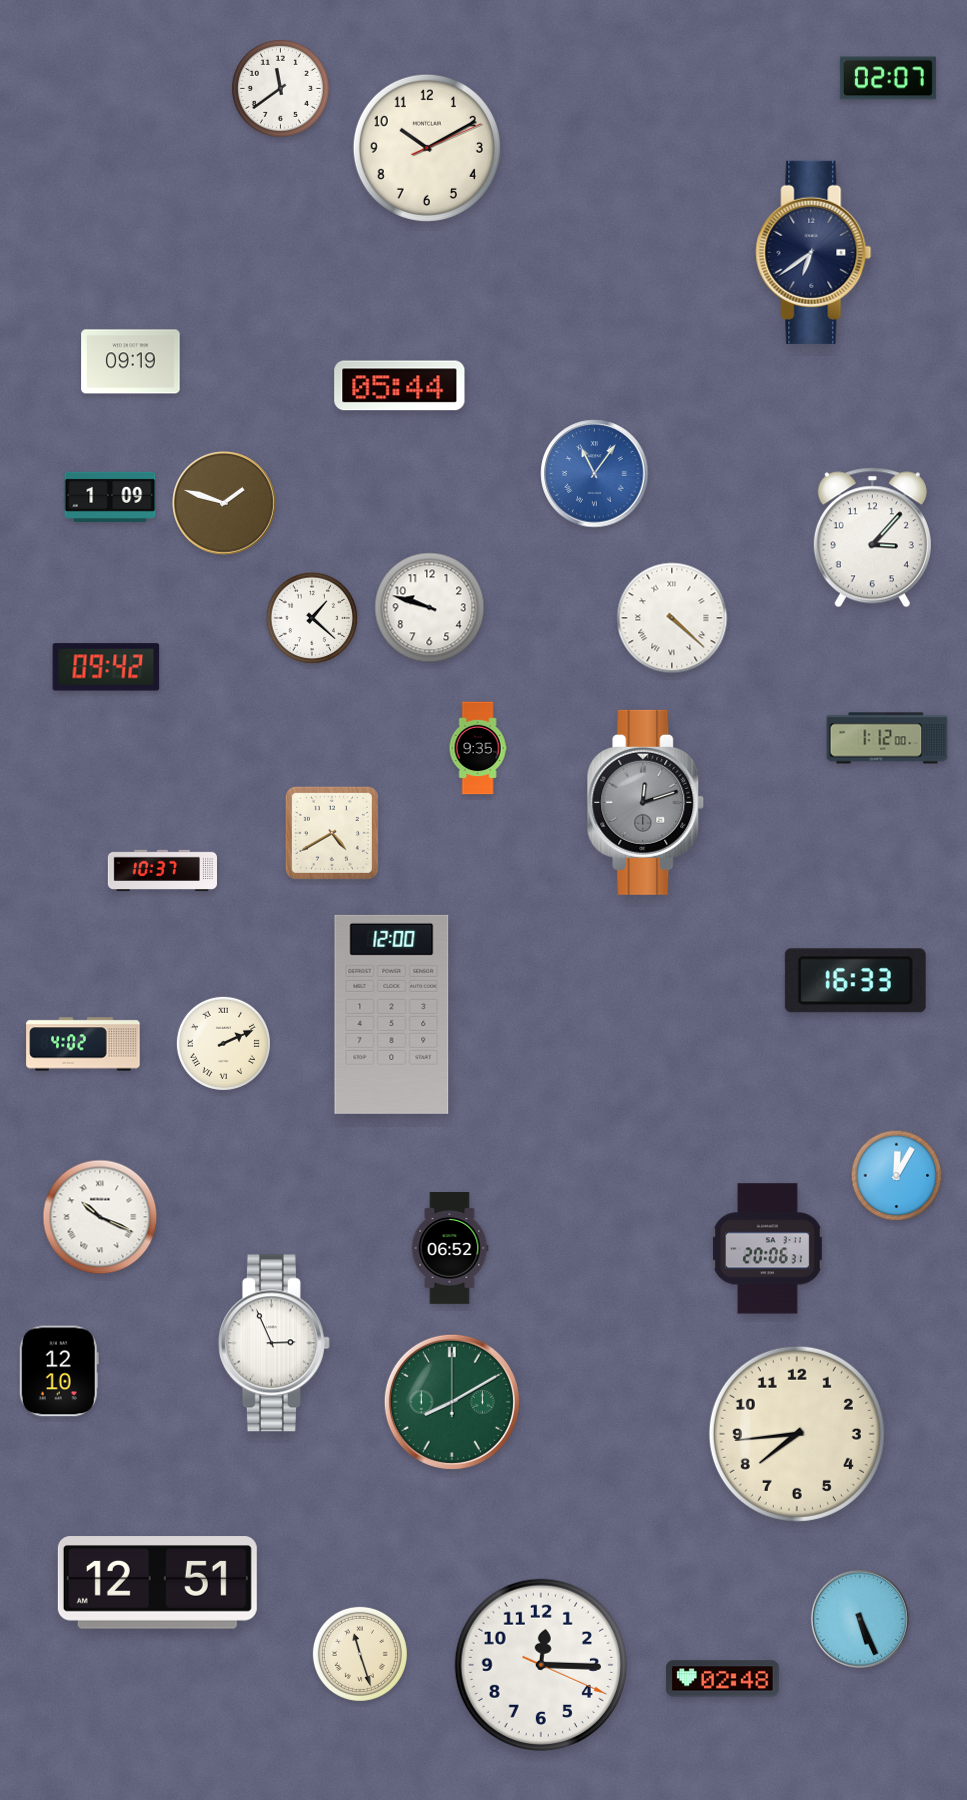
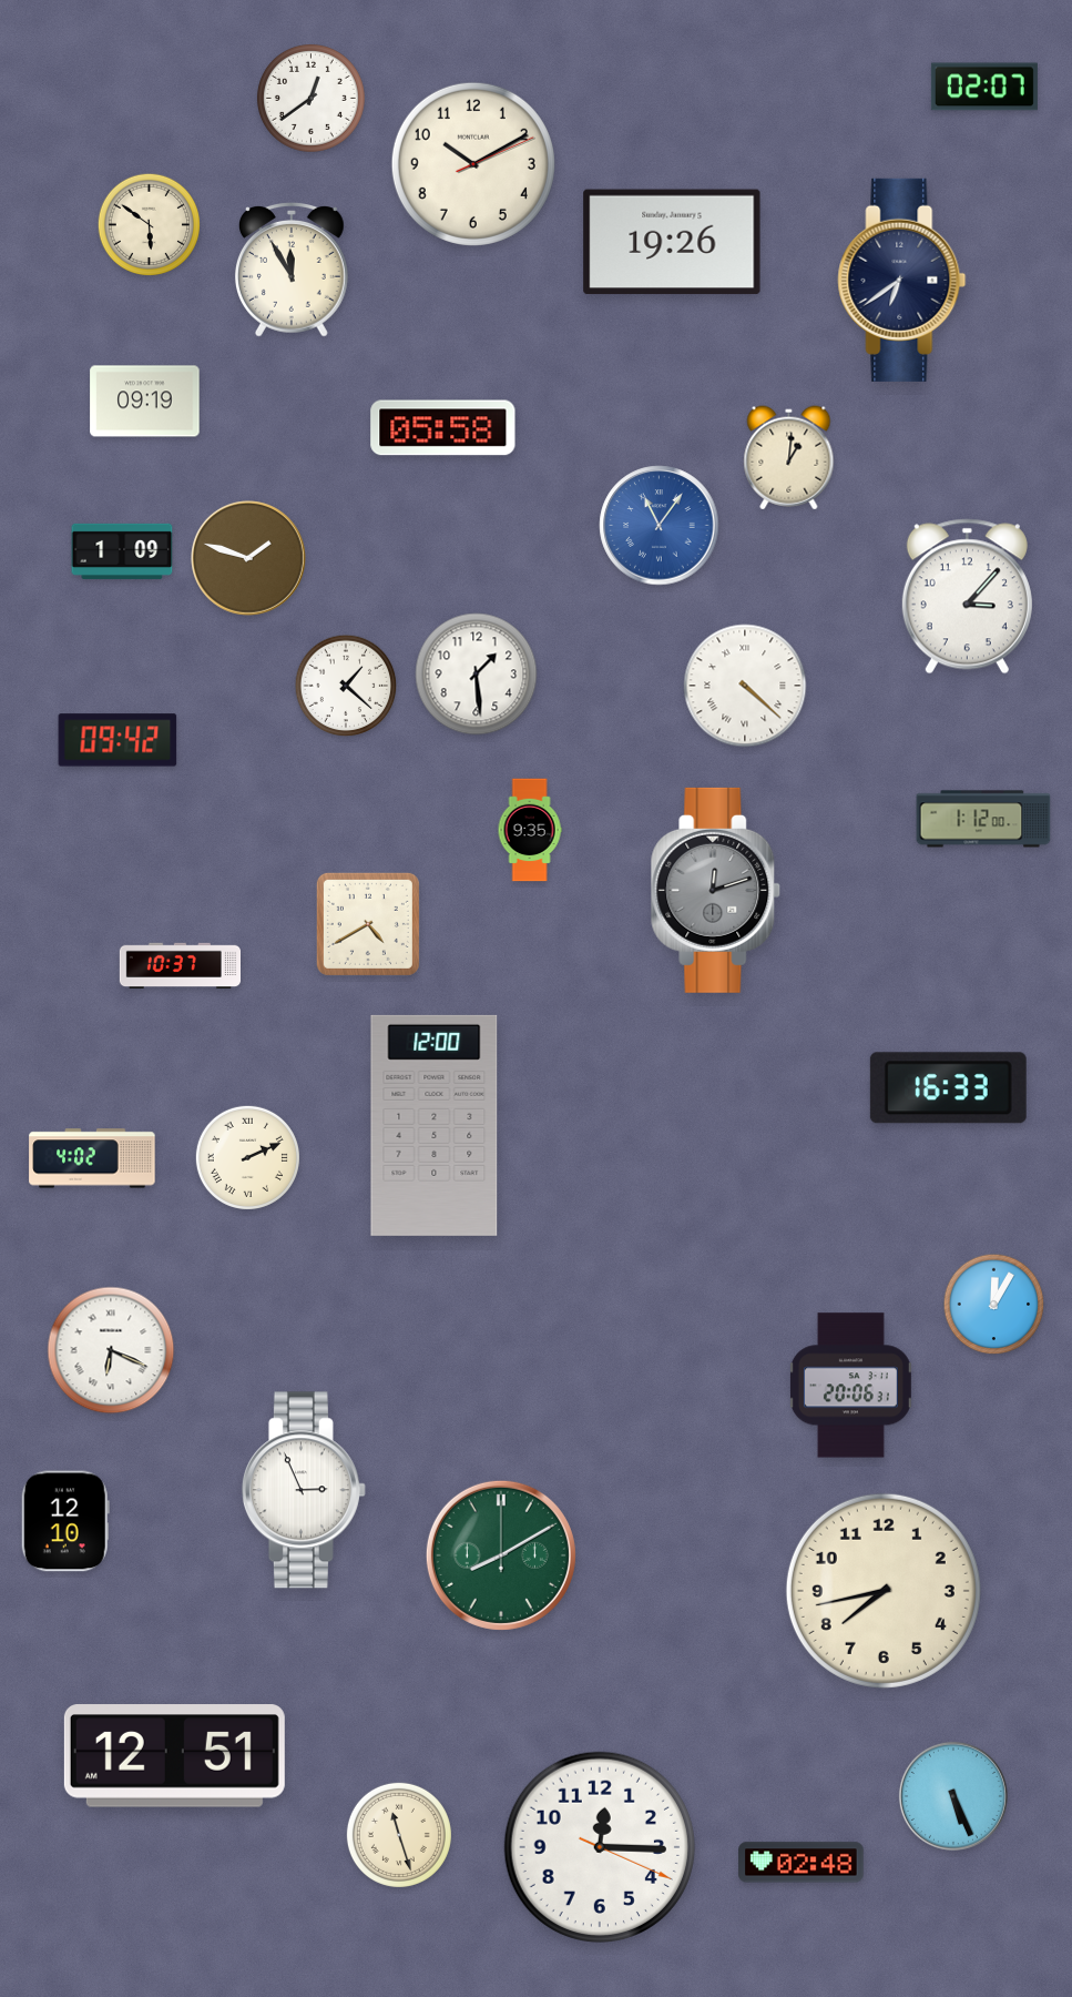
clock at (280, 88): 11:39 -> 12:39
clock at (150, 225): none -> 5:51
clock at (672, 242): none -> 19:26
clock at (292, 271): none -> 11:55
clock at (400, 386): 05:44 -> 05:58
clock at (789, 458): none -> 1:01
clock at (430, 608): 9:48 -> 1:29
clock at (100, 1217): 10:19 -> 6:19
clock at (450, 1249): 06:52 -> none
clock at (797, 1434): 7:44 -> 7:43
